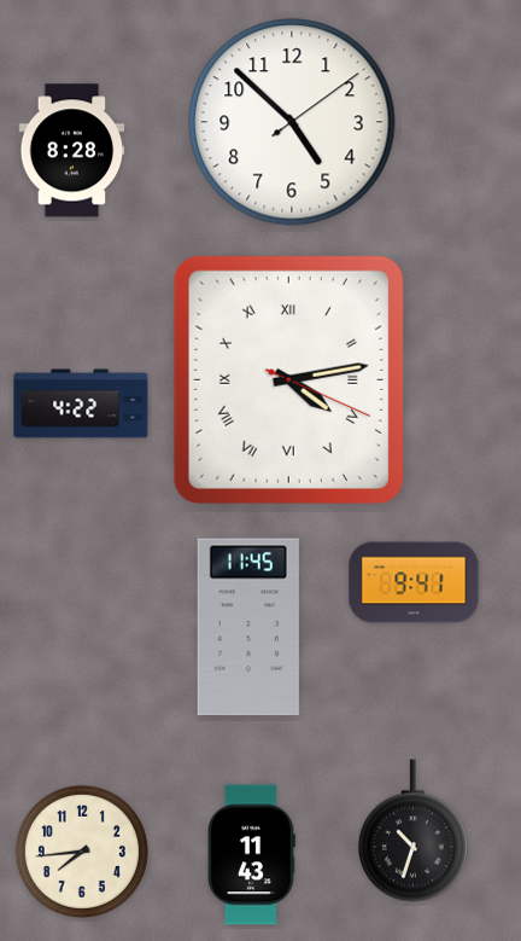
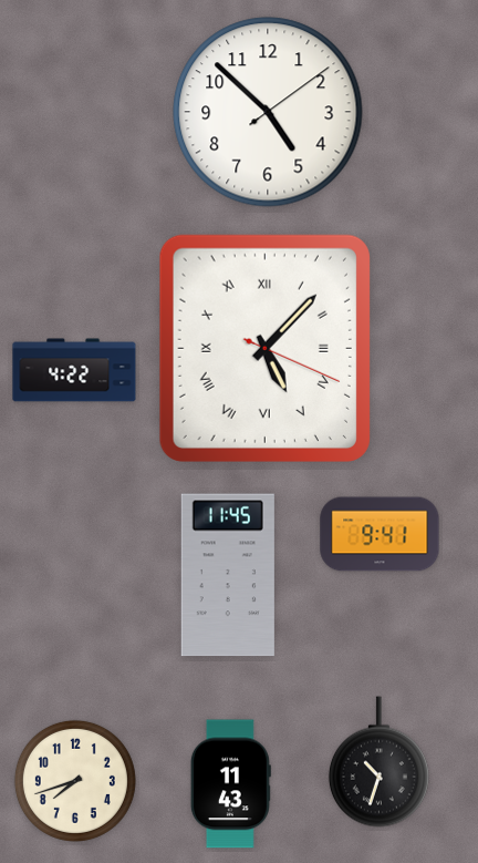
clock at (72, 151): 8:28 -> none
clock at (288, 379): 4:13 -> 5:07
clock at (82, 852): 7:44 -> 7:42
